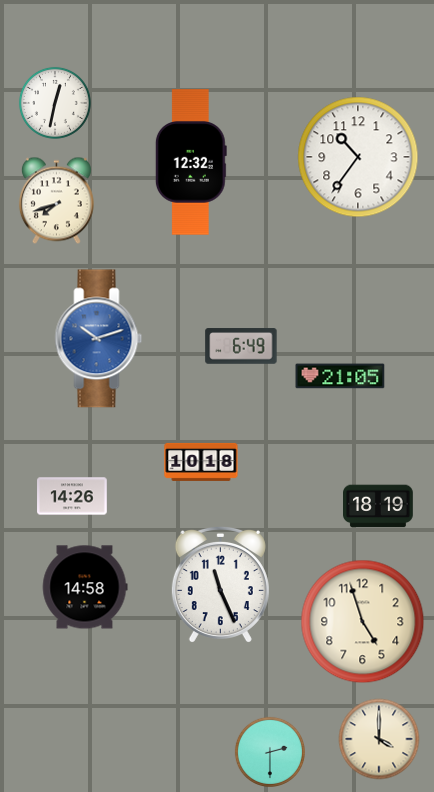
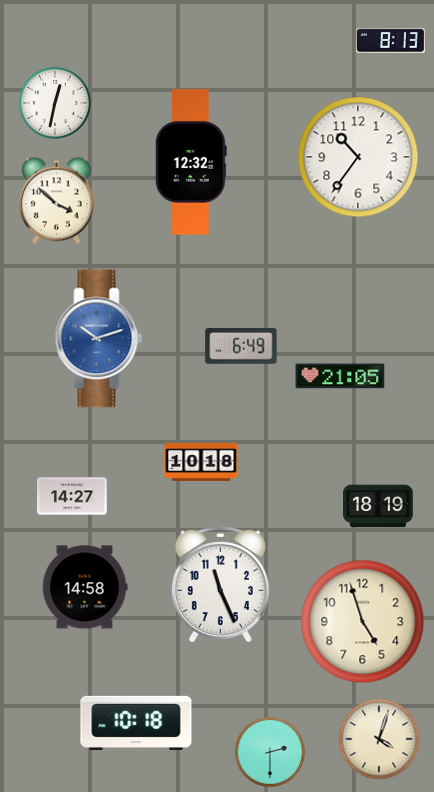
clock at (390, 41): none -> 8:13
clock at (56, 201): 7:42 -> 3:52
clock at (72, 496): 14:26 -> 14:27
clock at (136, 723): none -> 10:18
clock at (379, 739): 4:00 -> 4:03
